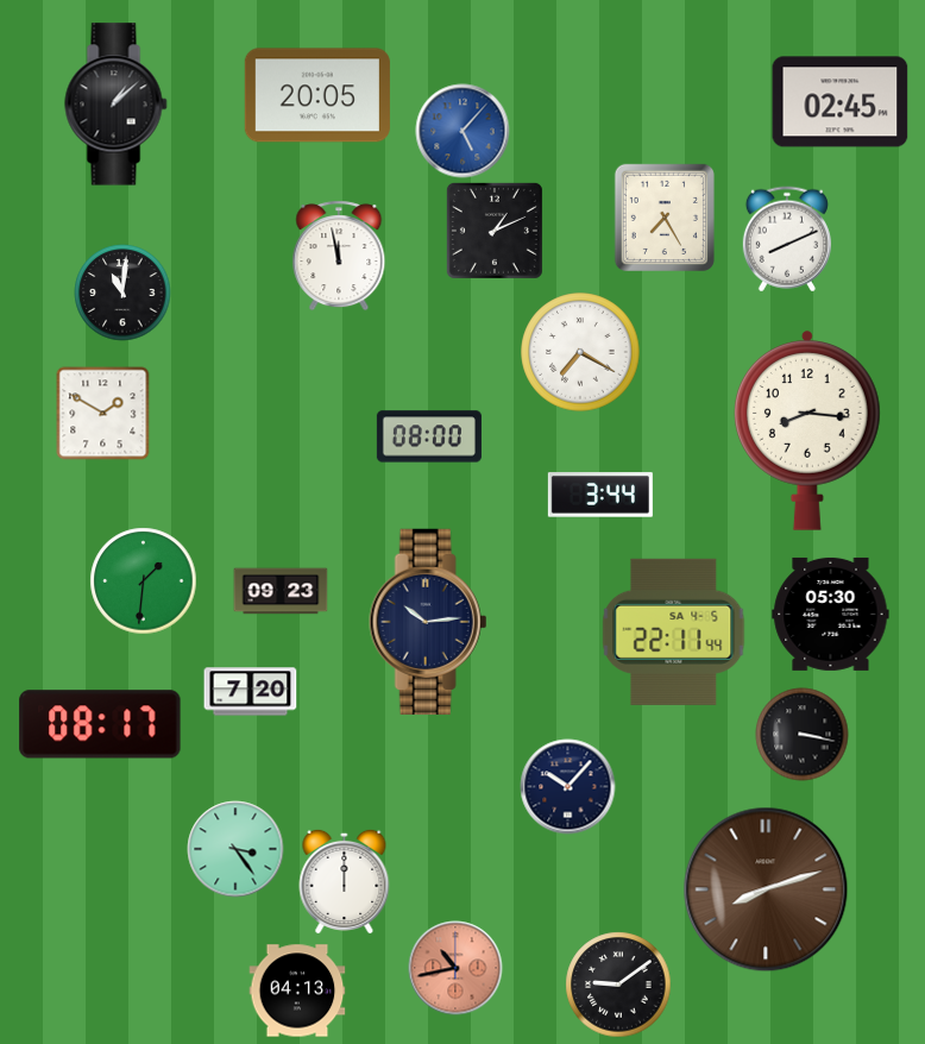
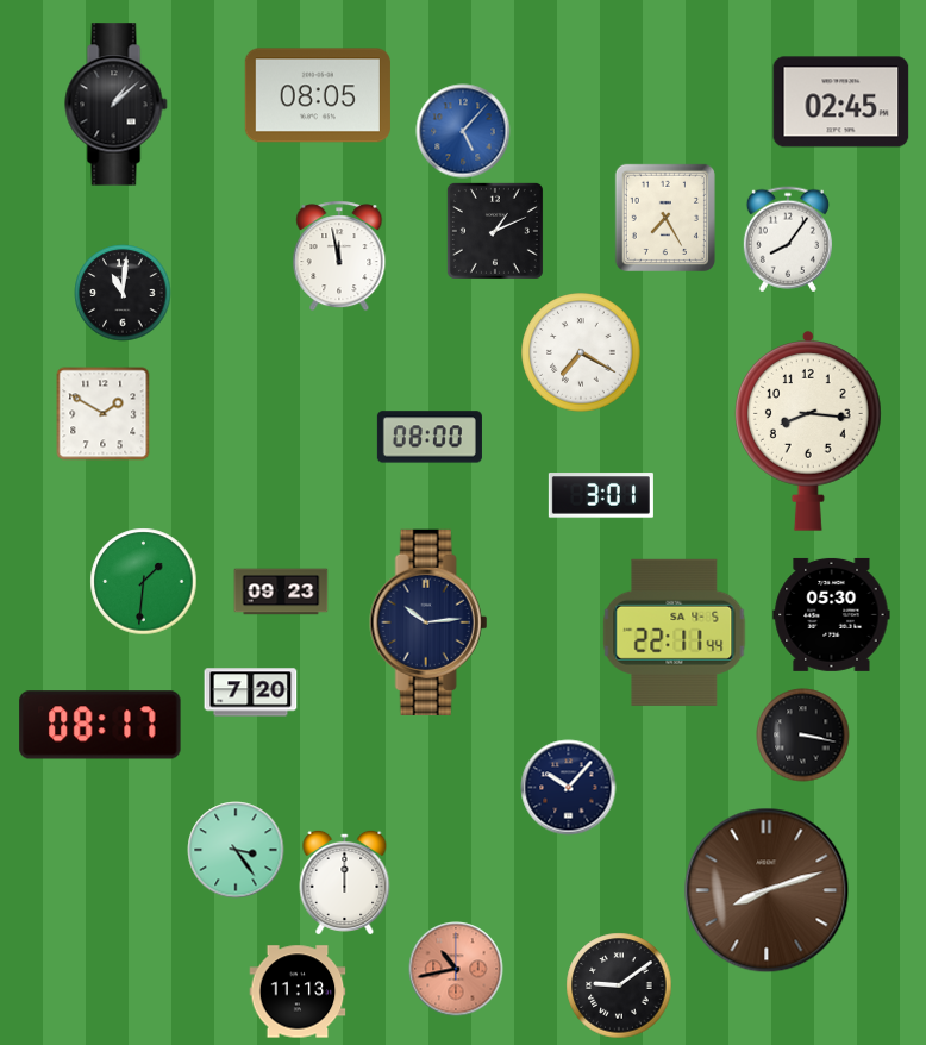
clock at (317, 95): 20:05 -> 08:05
clock at (787, 239): 8:11 -> 8:06
clock at (600, 495): 3:44 -> 3:01
clock at (297, 990): 04:13 -> 11:13
